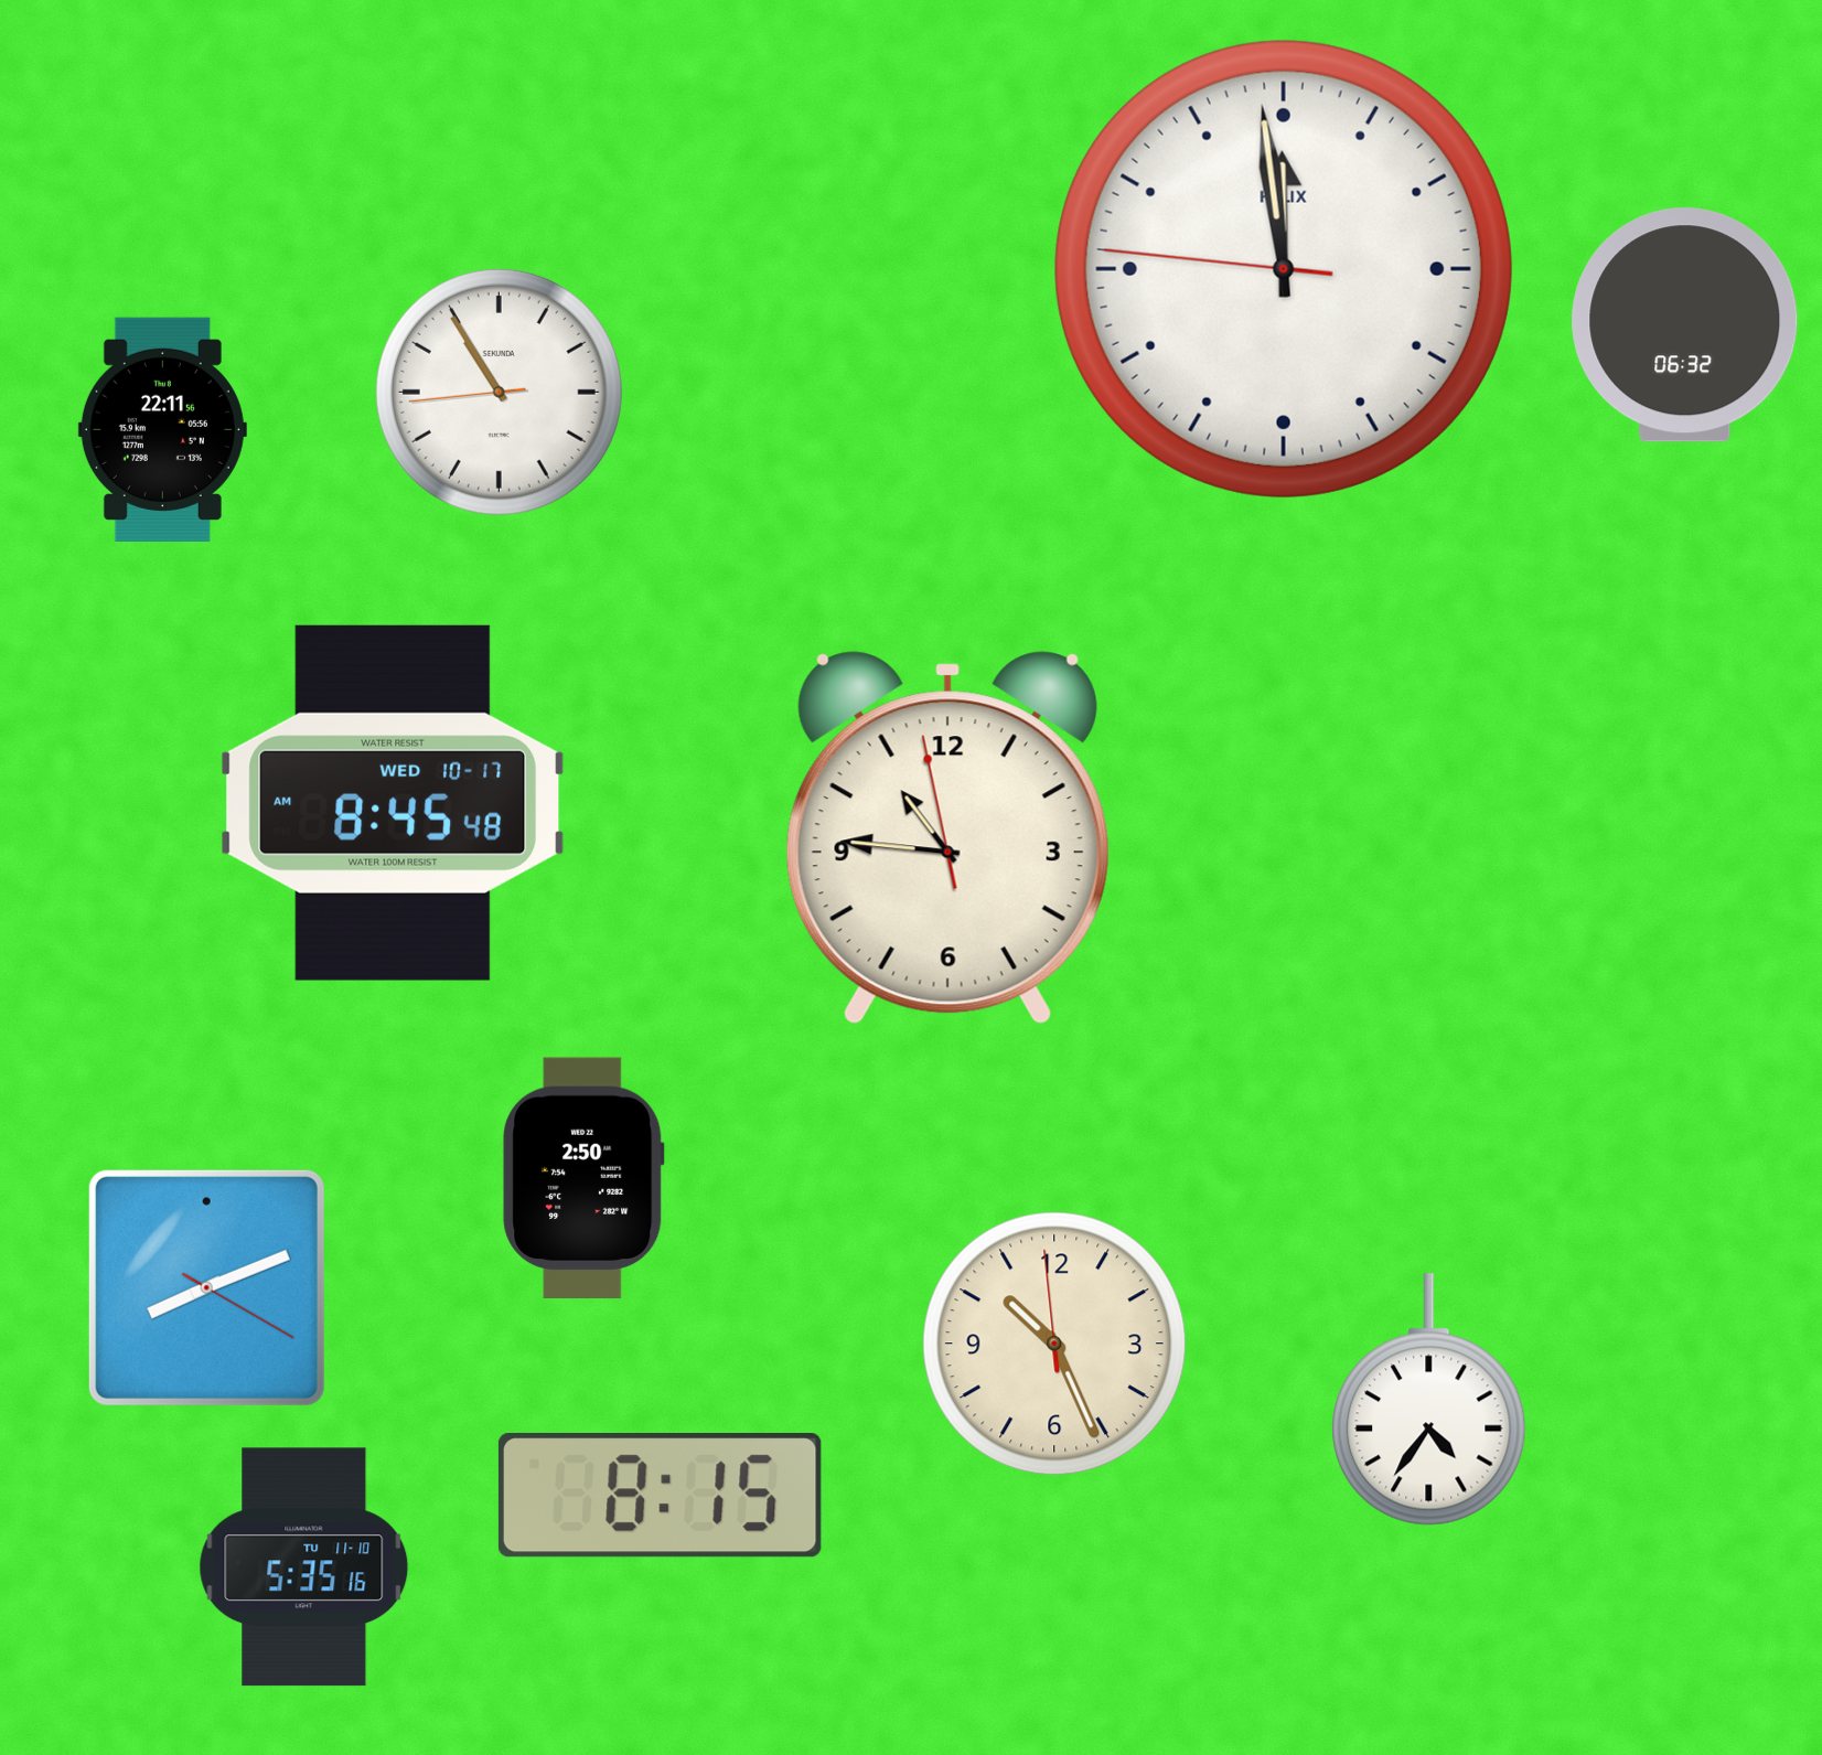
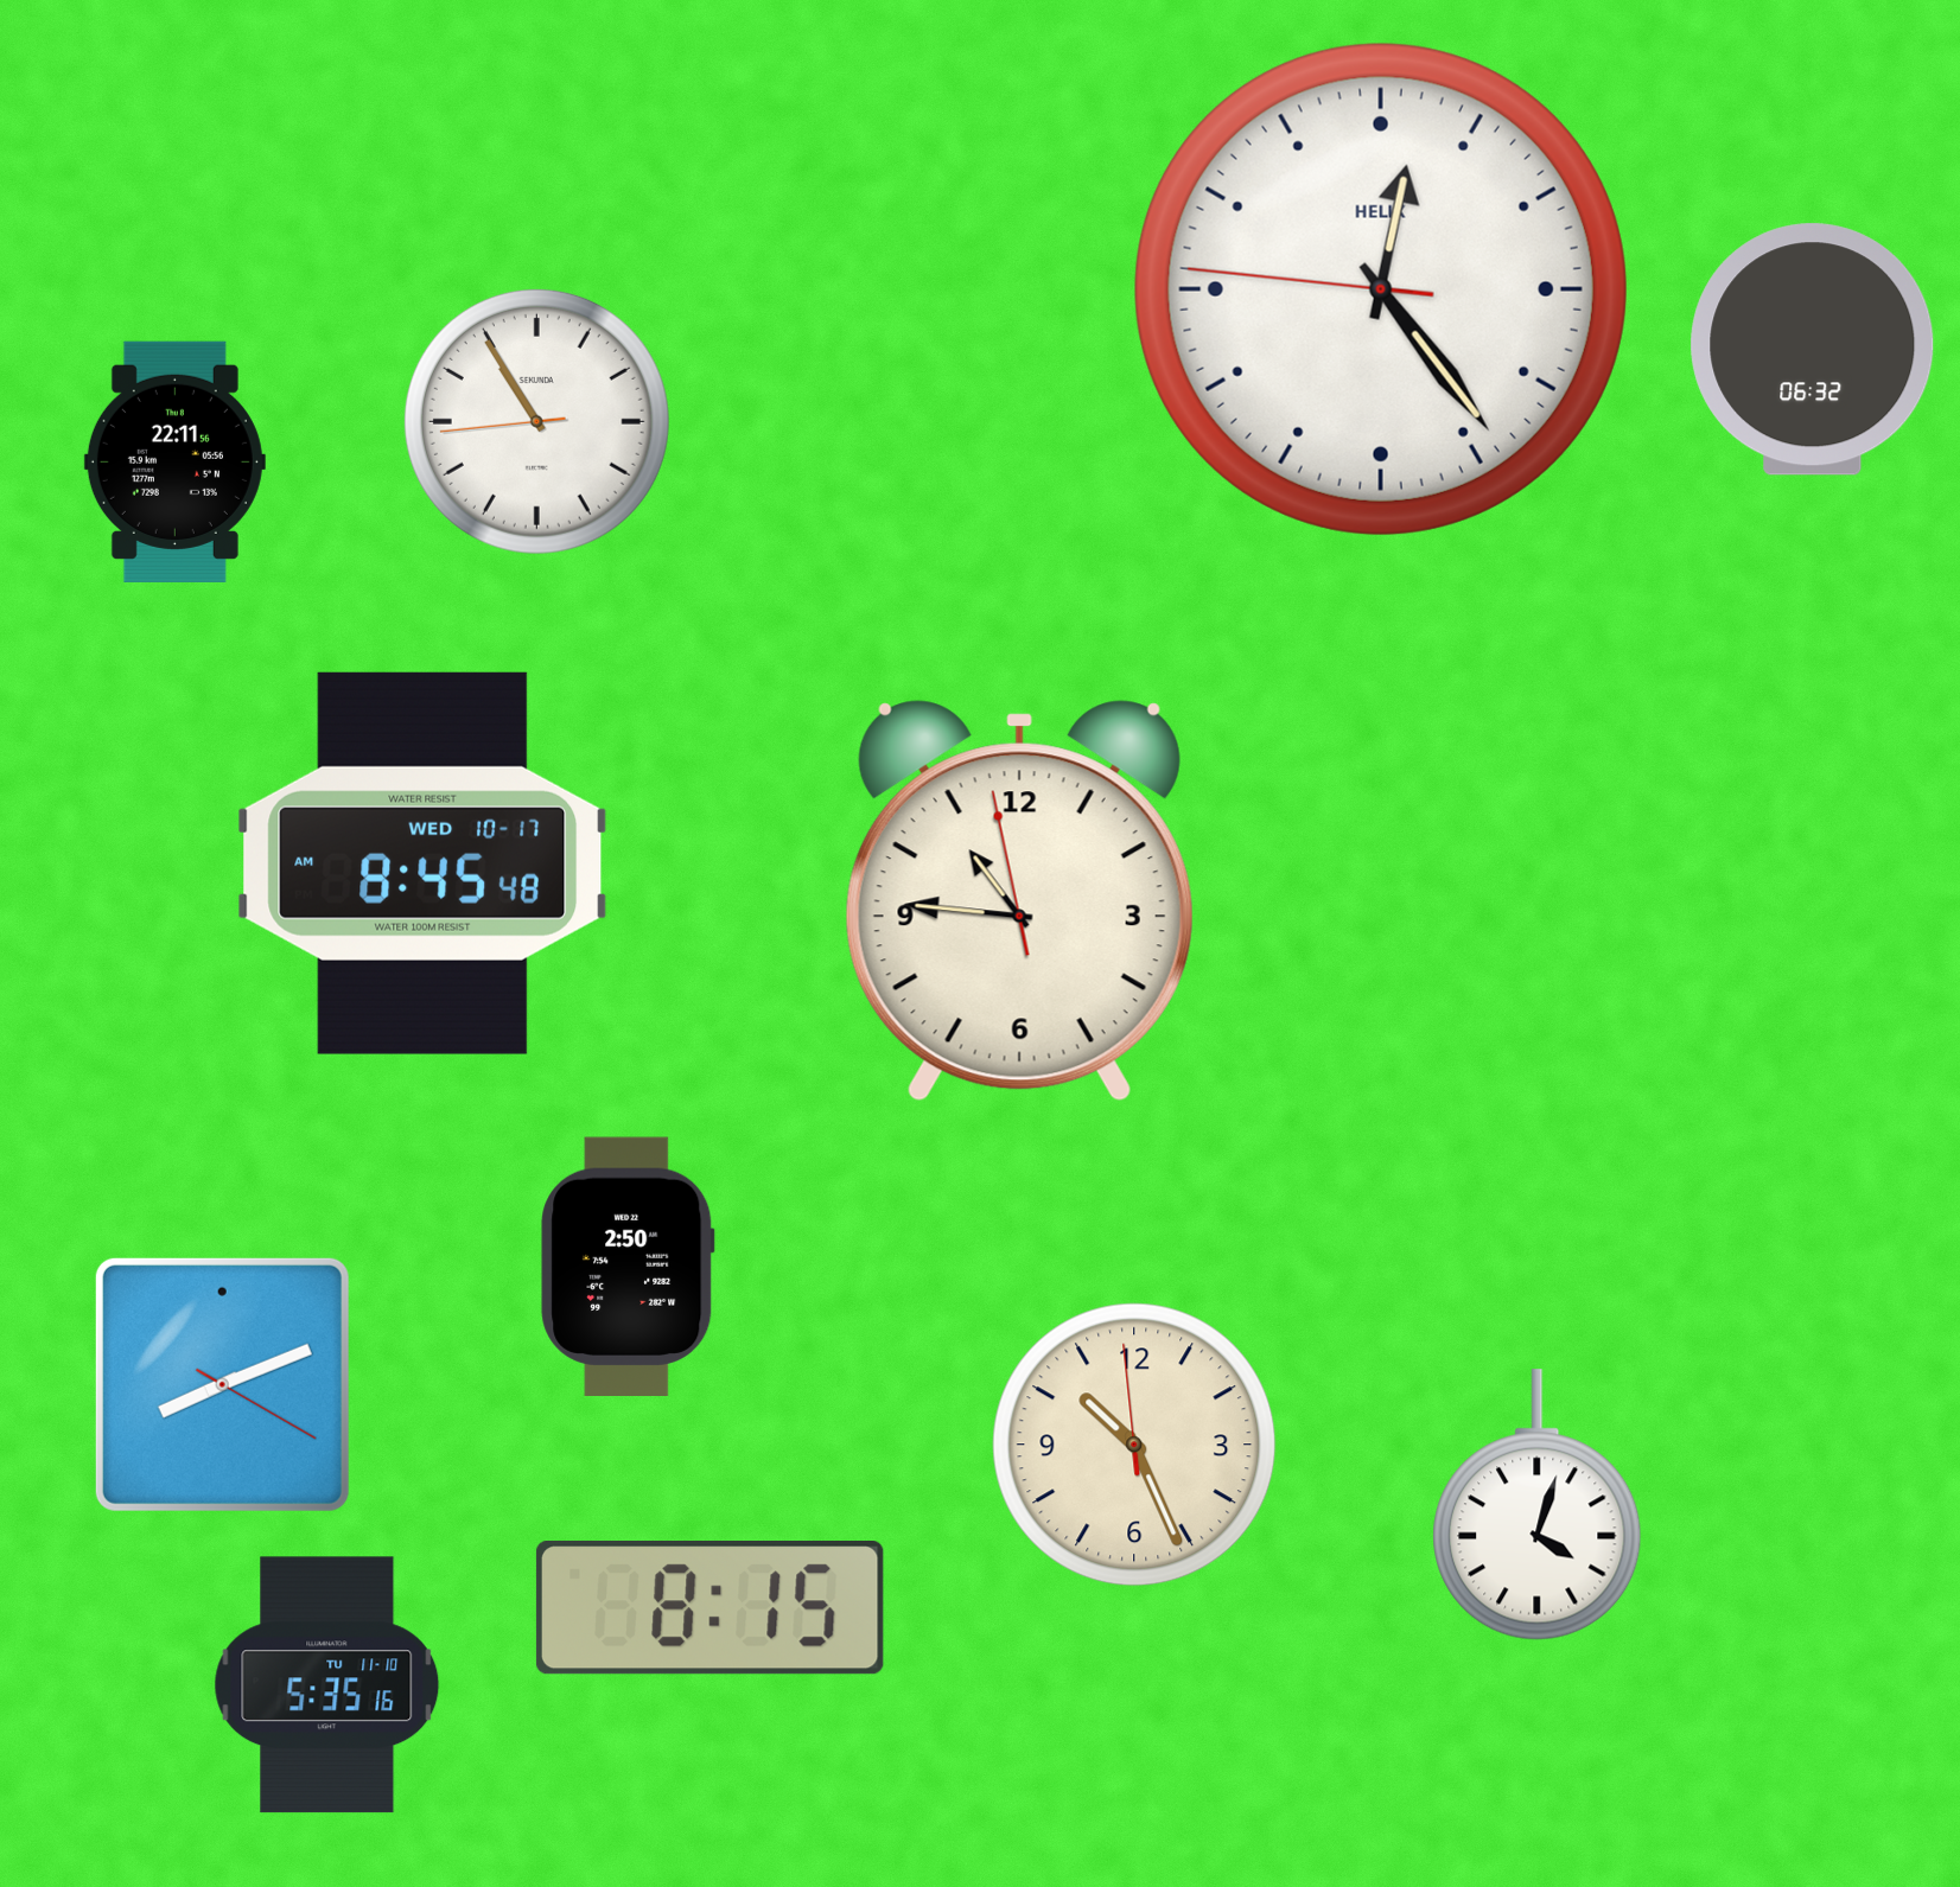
clock at (1284, 269): 11:58 -> 12:23
clock at (1429, 1400): 4:36 -> 4:03
